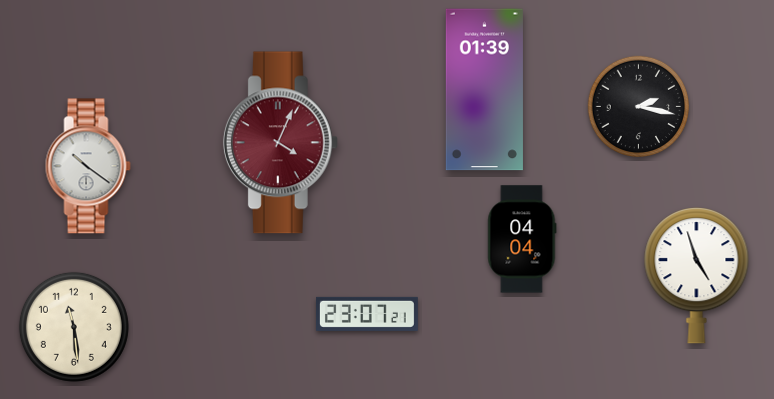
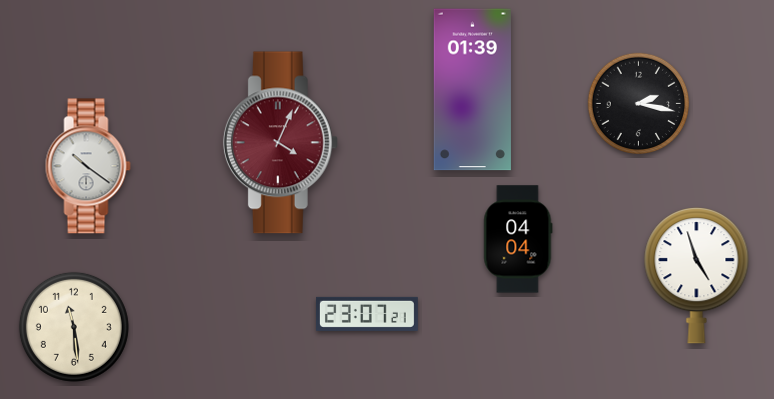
clock at (484, 90) position: (484, 90) -> (472, 90)
clock at (638, 106) position: (638, 106) -> (638, 103)
clock at (522, 239) position: (522, 239) -> (518, 239)
